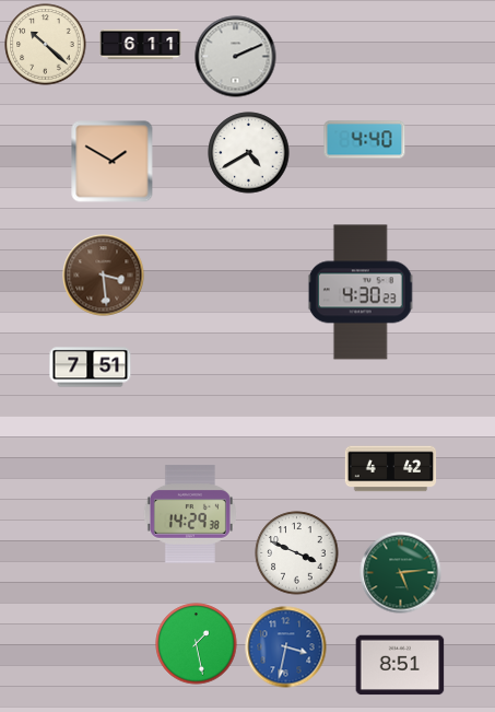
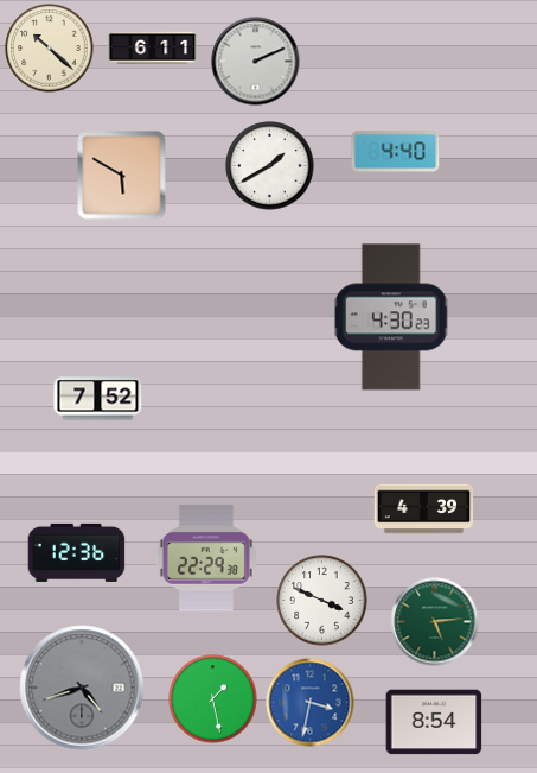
clock at (249, 153): 4:40 -> 1:40
clock at (113, 162): 1:50 -> 5:50
clock at (104, 276): 3:29 -> none
clock at (91, 367): 7:51 -> 7:52
clock at (391, 469): 4:42 -> 4:39
clock at (77, 552): none -> 12:36
clock at (190, 514): 14:29 -> 22:29
clock at (82, 688): none -> 4:42
clock at (400, 665): 8:51 -> 8:54
